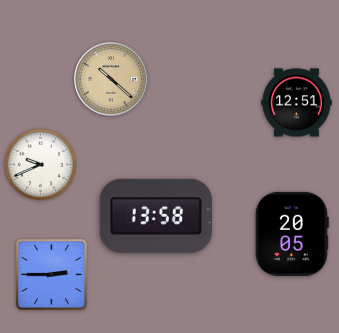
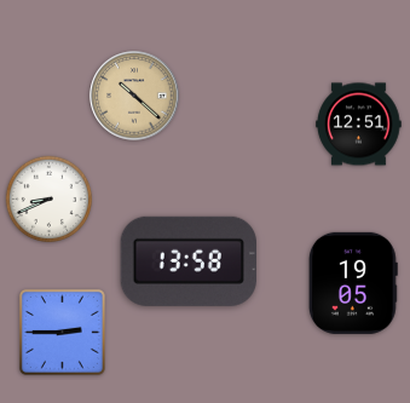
clock at (40, 164): 9:41 -> 8:41
clock at (292, 234): 20:05 -> 19:05
